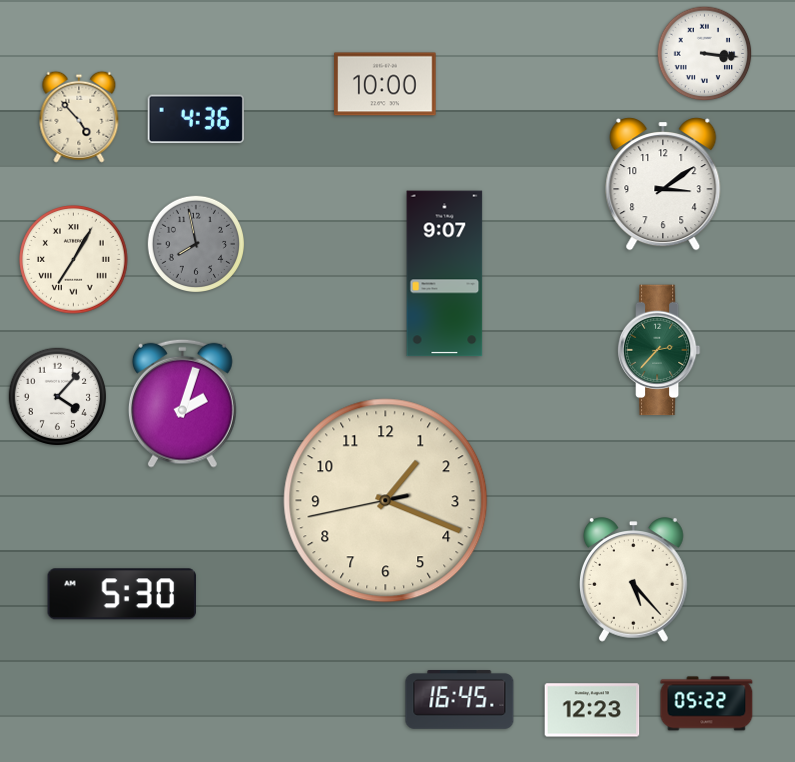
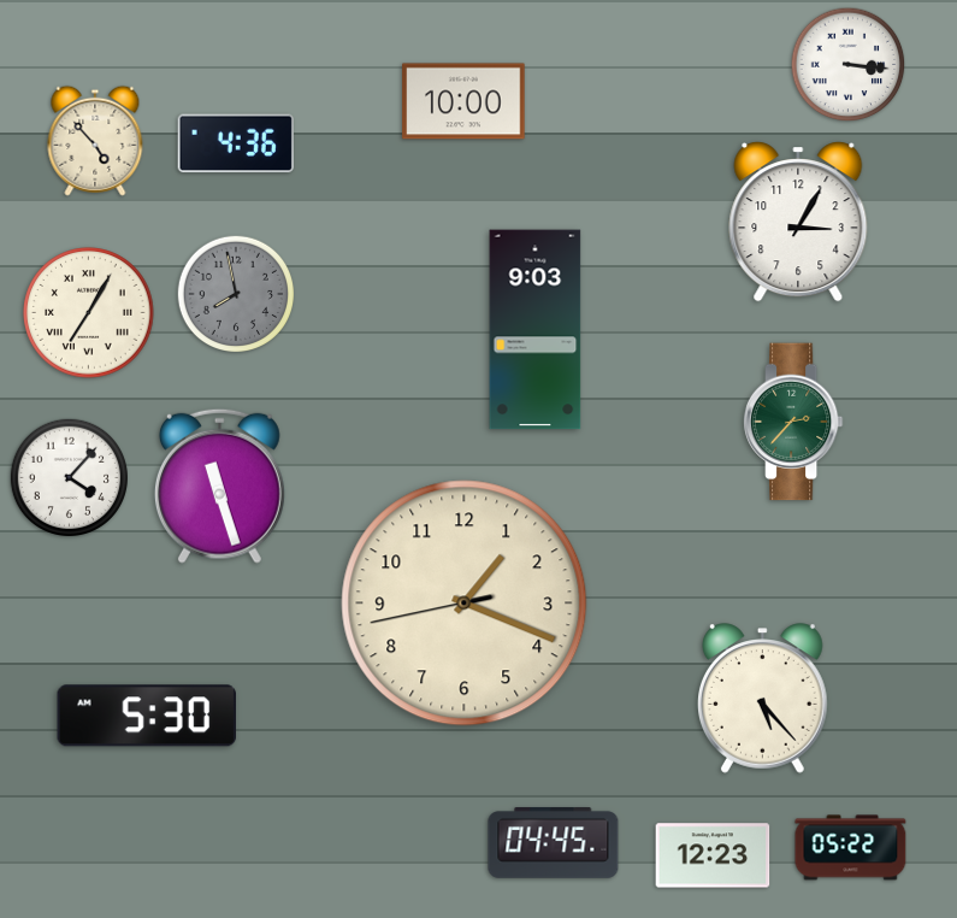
clock at (663, 184): 3:09 -> 3:05
clock at (445, 274): 9:07 -> 9:03
clock at (182, 403): 2:03 -> 11:27
clock at (460, 700): 16:45 -> 04:45
